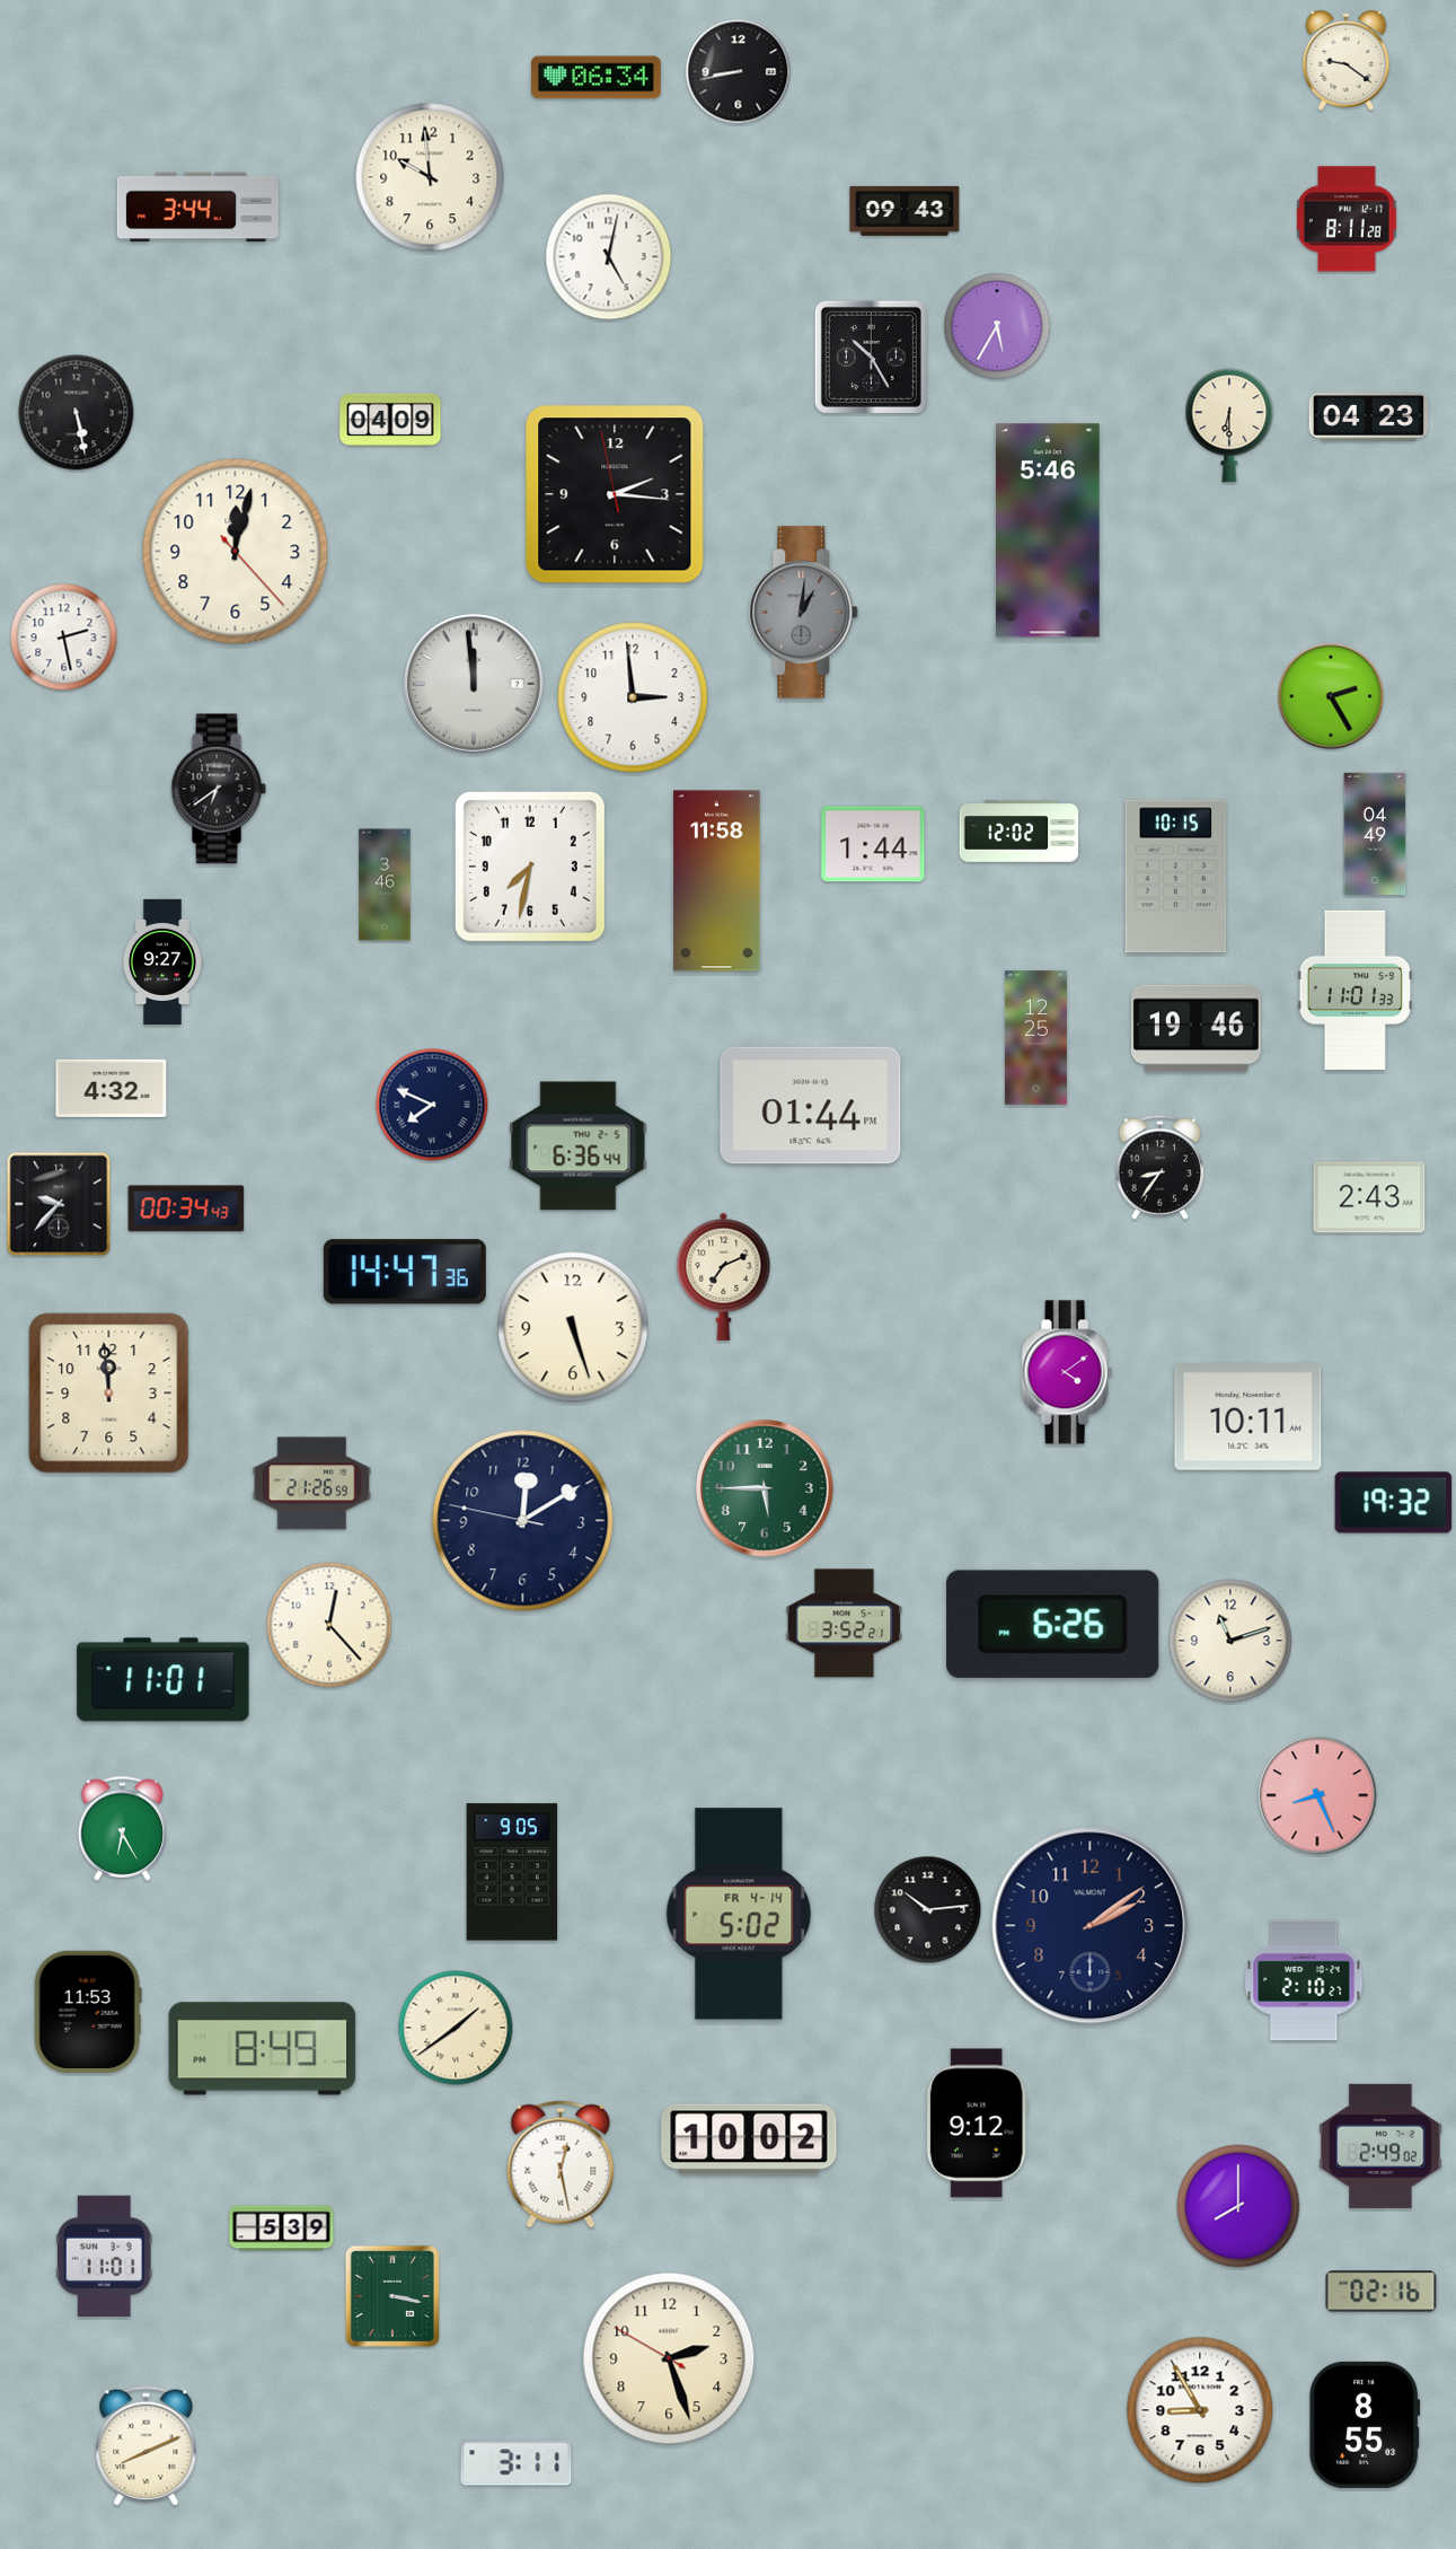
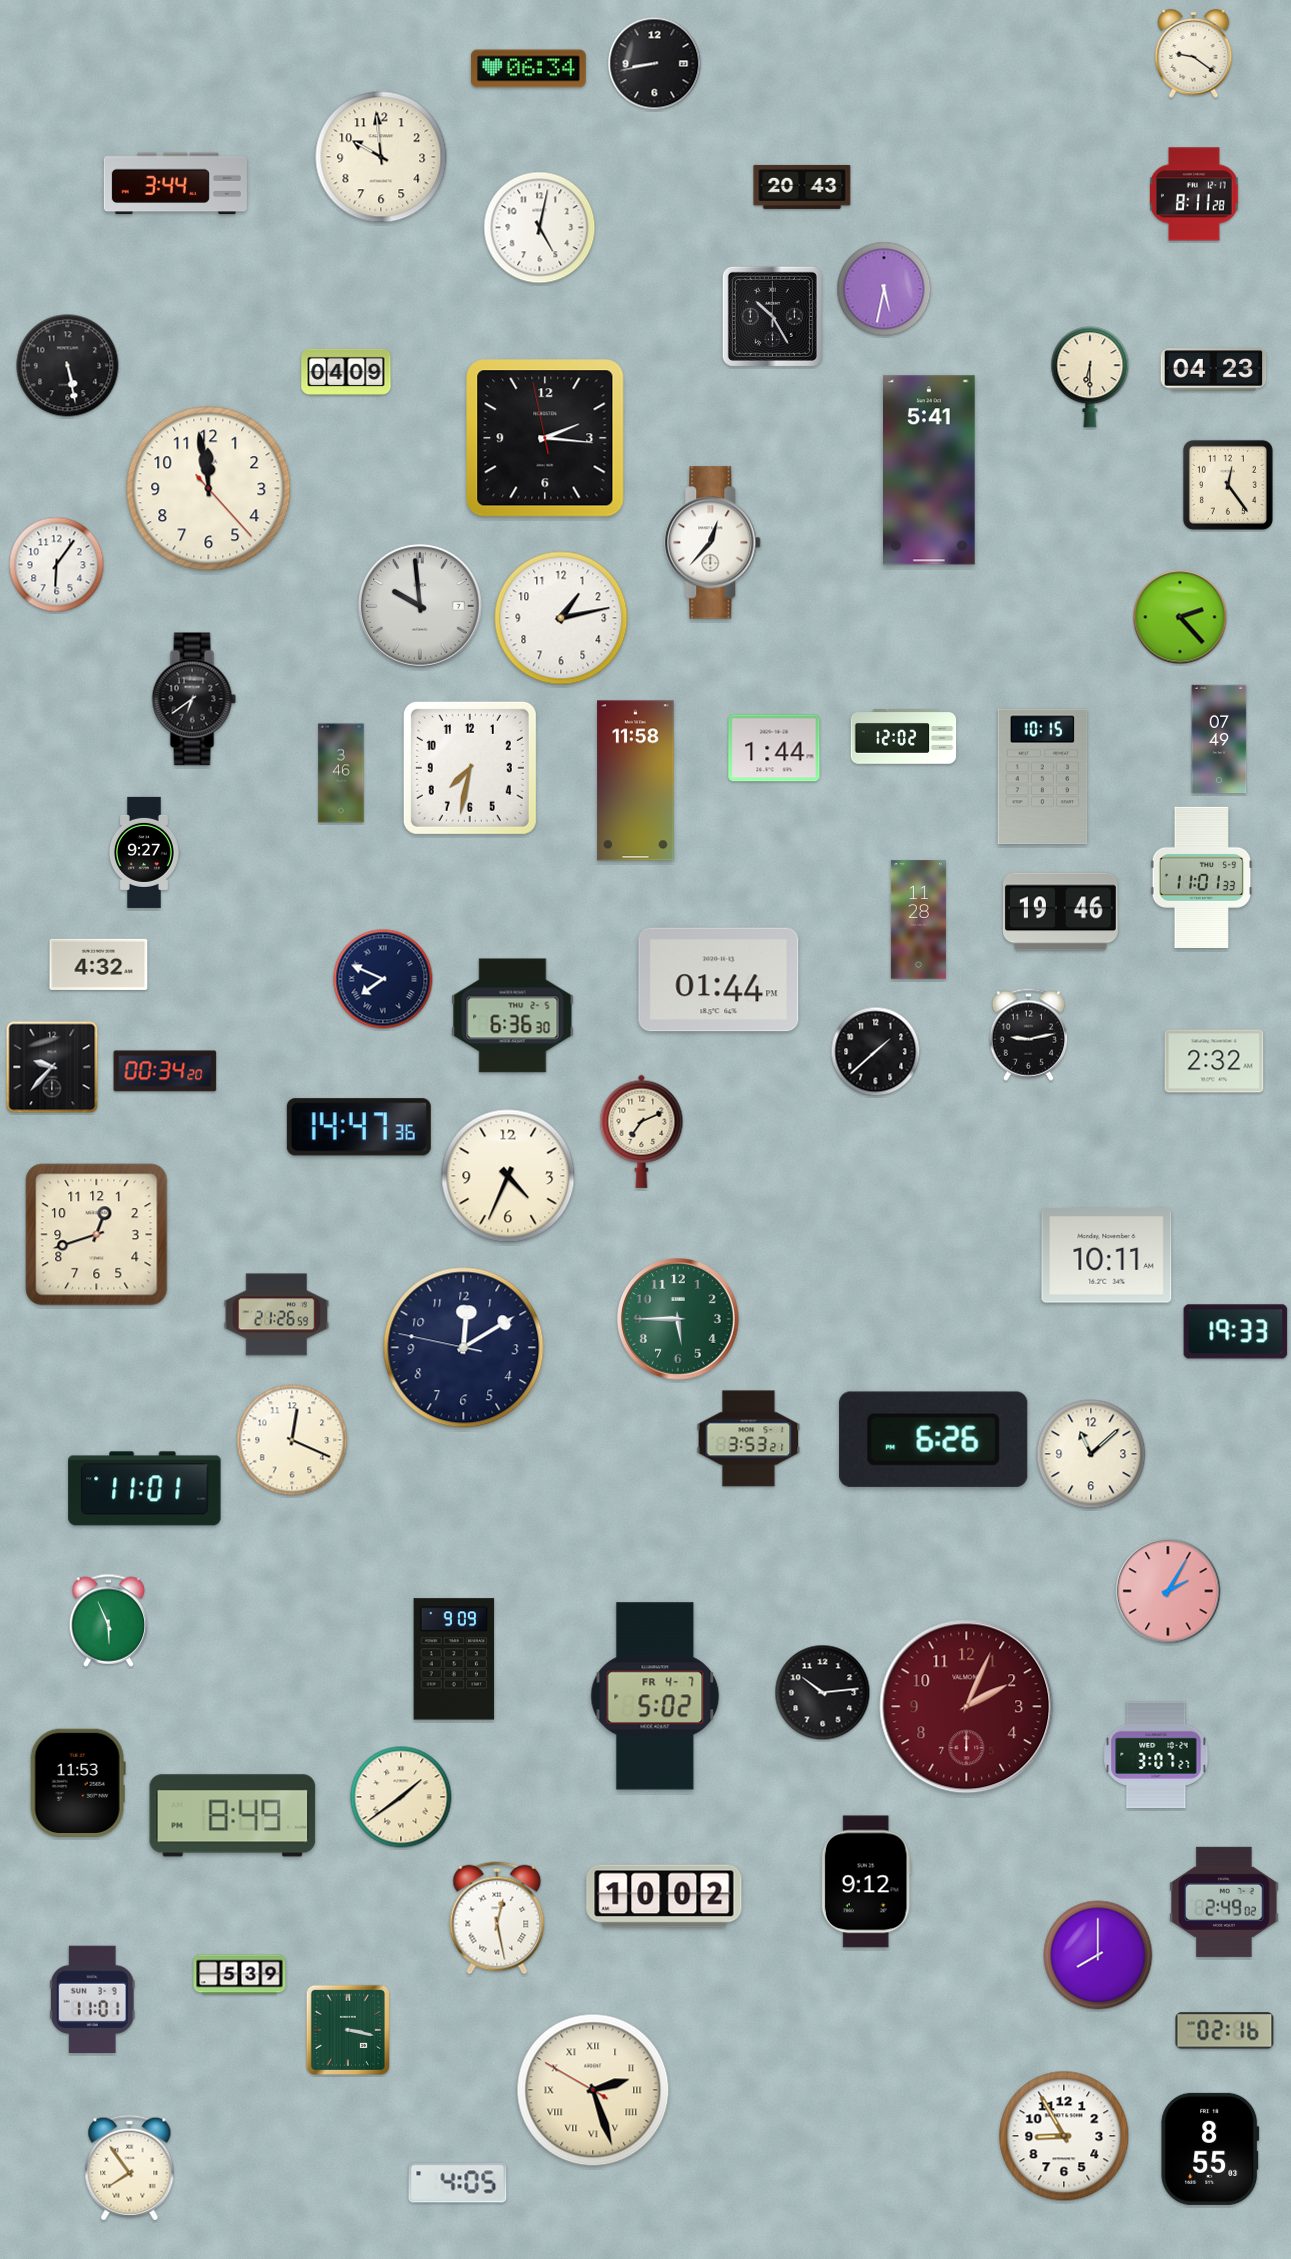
clock at (905, 211): 09:43 -> 20:43
clock at (997, 326): 5:35 -> 5:32
clock at (1049, 530): 5:46 -> 5:41
clock at (1228, 485): none -> 12:24
clock at (236, 552): 12:02 -> 11:58
clock at (804, 613): 1:01 -> 12:37
clock at (804, 613) dial: grey -> white
clock at (64, 638): 2:28 -> 6:06
clock at (475, 685): 11:59 -> 9:59
clock at (1331, 696): 2:25 -> 2:23
clock at (633, 697): 2:59 -> 1:13
clock at (1375, 834): 04:49 -> 07:49
clock at (385, 885) position: (385, 885) -> (341, 773)
clock at (1035, 1038): 12:25 -> 11:28
clock at (579, 1146): 6:36:44 -> 6:36:30
clock at (1161, 1167): 8:36 -> 9:13
clock at (876, 1052): none -> 1:38
clock at (1369, 1197): 2:43 -> 2:32
clock at (186, 1208): 00:34:43 -> 00:34:20
clock at (573, 1327): 5:27 -> 4:34
clock at (1067, 1372): 4:09 -> none
clock at (109, 1394): 11:59 -> 12:42
clock at (1394, 1503): 19:32 -> 19:33
clock at (845, 1624): 3:52 -> 3:53
clock at (329, 1625): 12:23 -> 12:19
clock at (1230, 1641): 11:12 -> 11:08
clock at (1317, 1795): 8:26 -> 2:05
clock at (123, 1828): 6:25 -> 5:56
clock at (512, 1872): 9:05 -> 9:09
clock at (739, 1914) date: FR 4-14 -> FR 4-7
clock at (1091, 1926): 2:09 -> 2:04
clock at (1091, 1926) dial: navy -> burgundy
clock at (1304, 1980): 2:10 -> 3:07
clock at (456, 2028) position: (456, 2028) -> (401, 1797)
clock at (282, 2229) position: (282, 2229) -> (240, 1975)
clock at (392, 2296) position: (392, 2296) -> (348, 2030)
clock at (669, 2358) numerals: Arabic -> Roman
clock at (147, 2446): 8:11 -> 7:54
clock at (517, 2463): 3:11 -> 4:05
